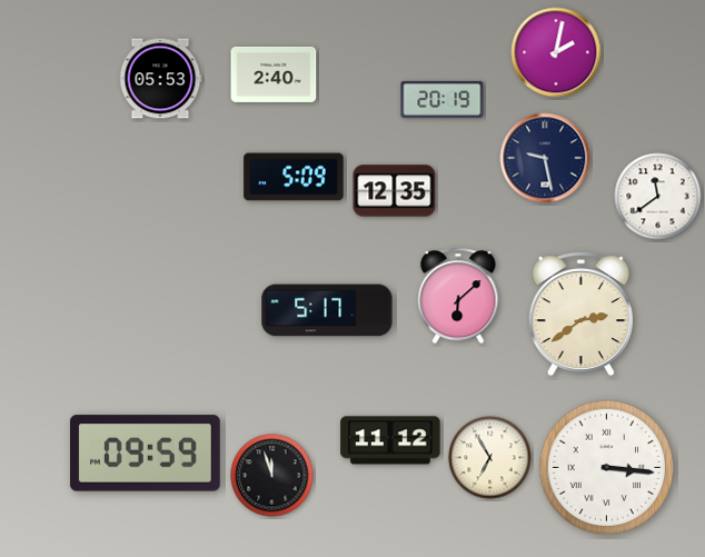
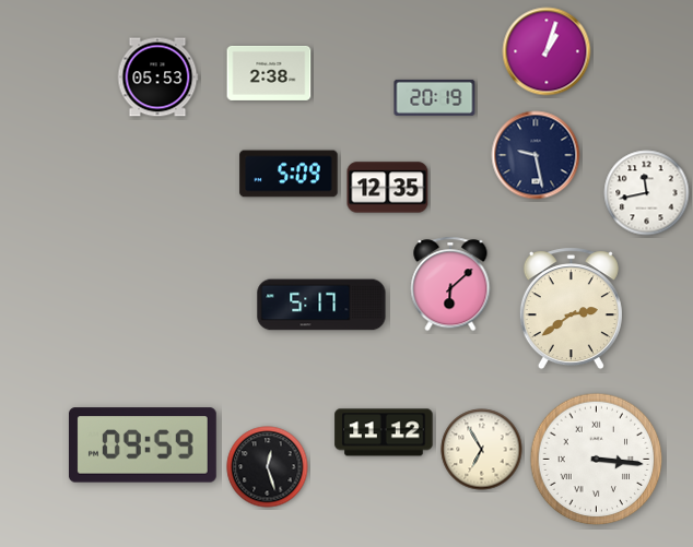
clock at (556, 52): 2:02 -> 1:03
clock at (274, 74): 2:40 -> 2:38
clock at (658, 197): 11:39 -> 11:43
clock at (458, 296) position: (458, 296) -> (450, 284)
clock at (272, 476): 11:57 -> 12:27
